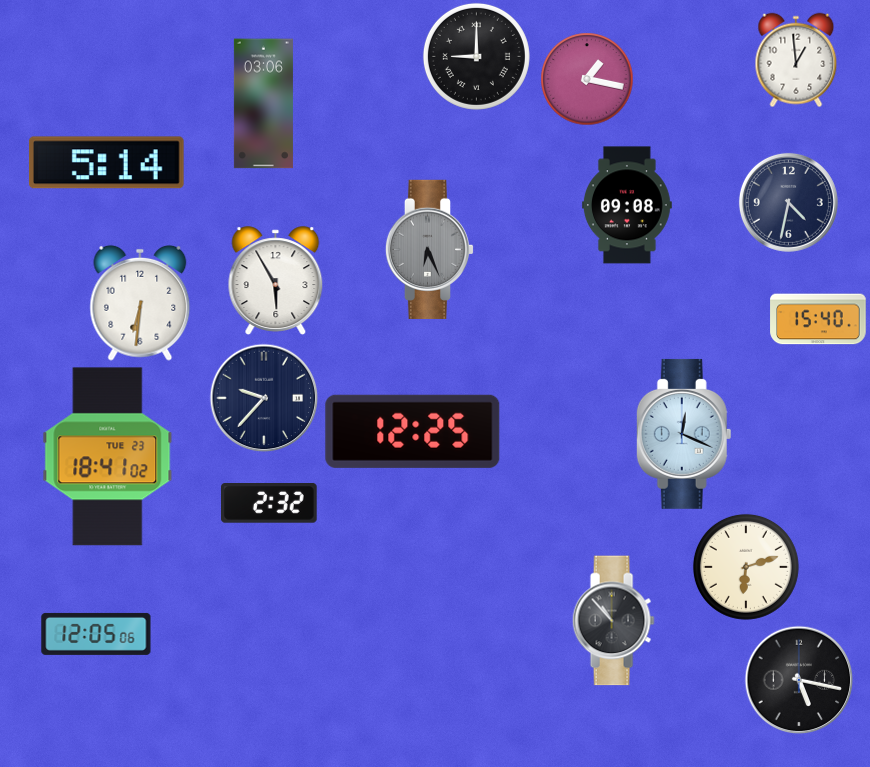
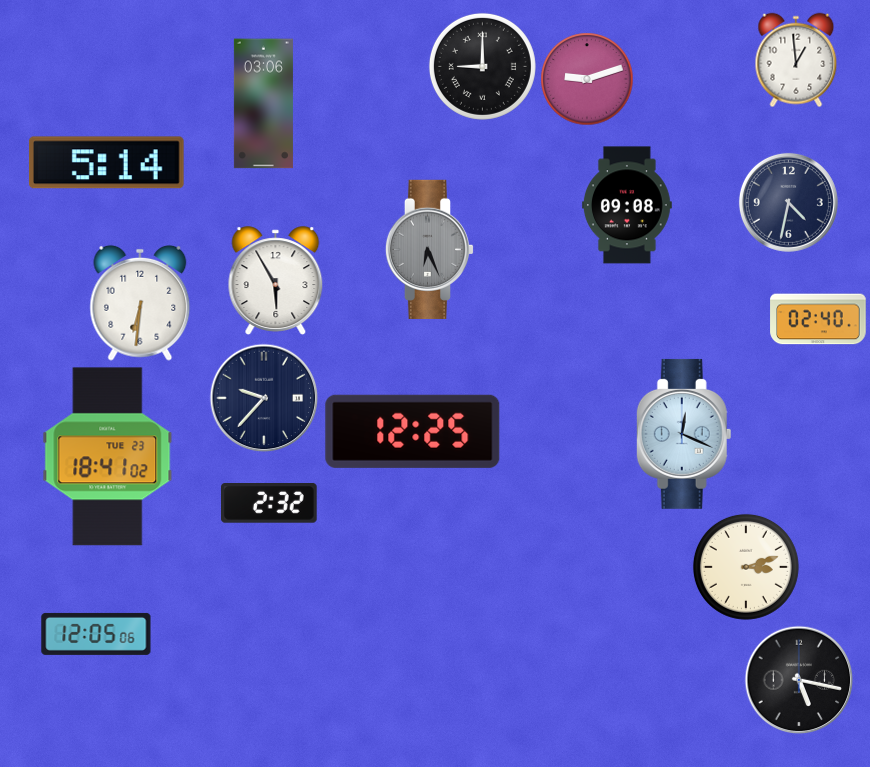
clock at (476, 56) position: (476, 56) -> (482, 66)
clock at (587, 79): 1:17 -> 9:12
clock at (818, 319): 15:40 -> 02:40
clock at (746, 567): 6:12 -> 3:12
clock at (613, 621): 10:53 -> none
